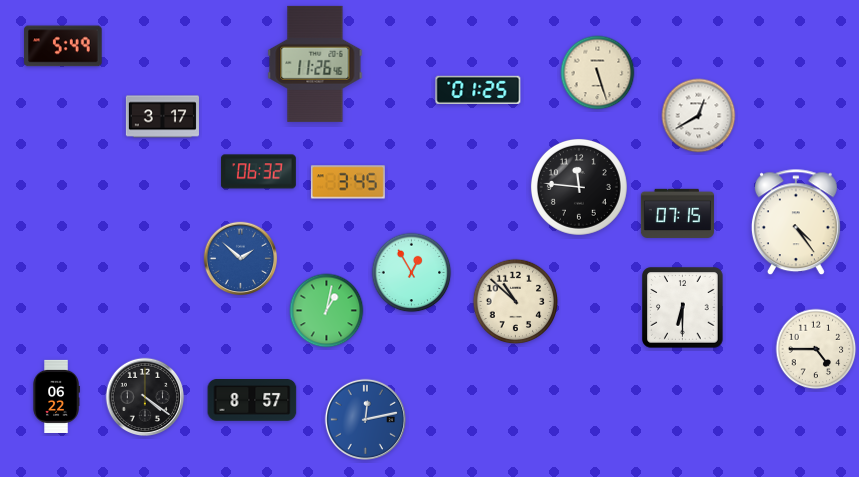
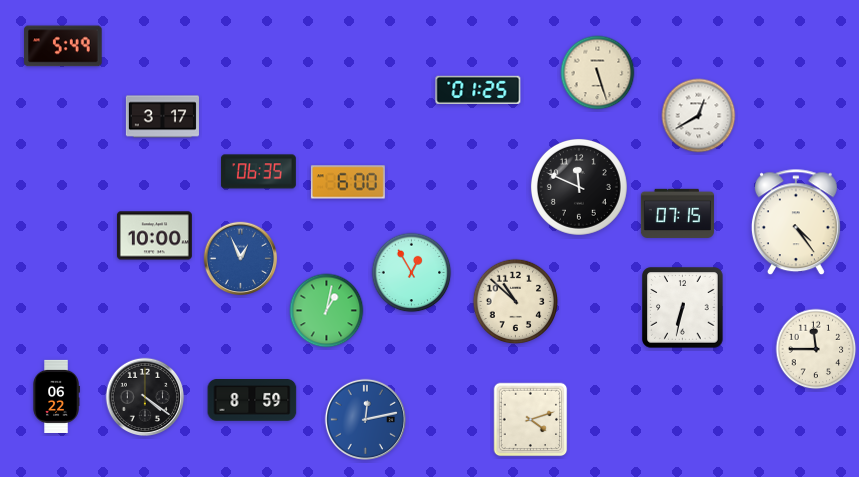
clock at (315, 64): 11:26 -> none
clock at (258, 172): 06:32 -> 06:35
clock at (348, 182): 3:45 -> 6:00
clock at (579, 187): 11:46 -> 11:49
clock at (154, 236): none -> 10:00
clock at (241, 259): 1:52 -> 12:56
clock at (683, 308): 6:30 -> 6:32
clock at (816, 349): 4:45 -> 11:45
clock at (252, 401): 8:57 -> 8:59
clock at (531, 420): none -> 4:12
